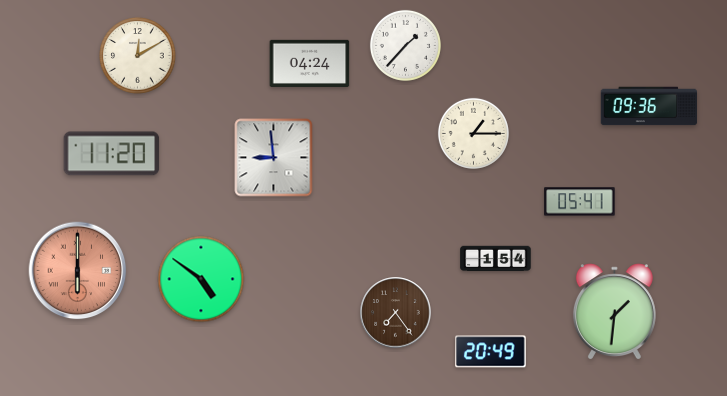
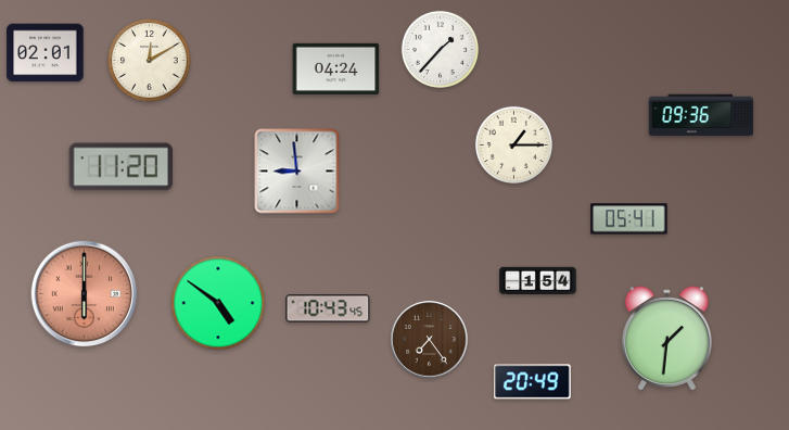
clock at (46, 53): none -> 02:01
clock at (649, 106) position: (649, 106) -> (701, 115)
clock at (328, 308): none -> 10:43
